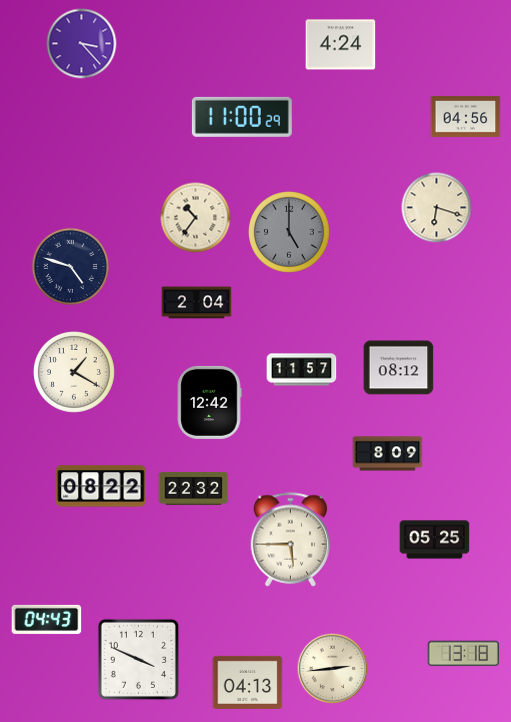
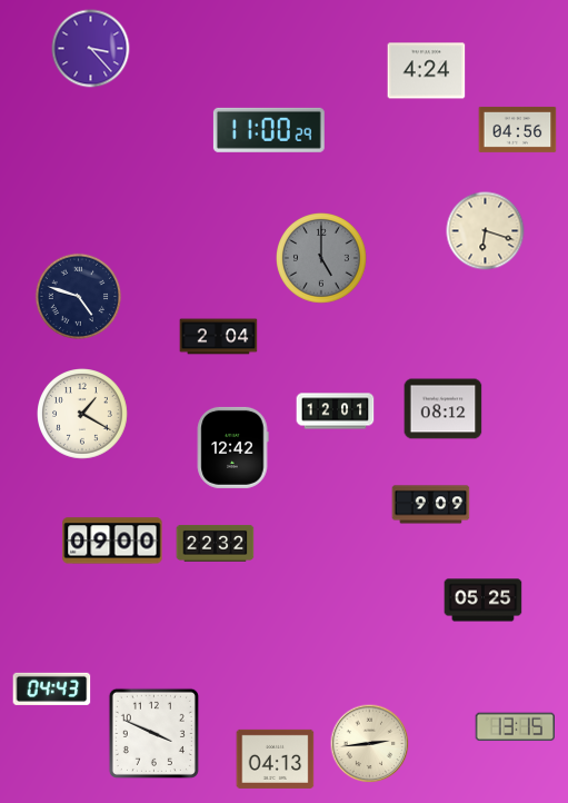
clock at (341, 45) position: (341, 45) -> (427, 71)
clock at (196, 218): 10:36 -> none
clock at (302, 370): 11:57 -> 12:01
clock at (388, 454): 8:09 -> 9:09
clock at (101, 486): 08:22 -> 09:00
clock at (291, 540): 5:45 -> none
clock at (463, 654): 13:18 -> 13:15
